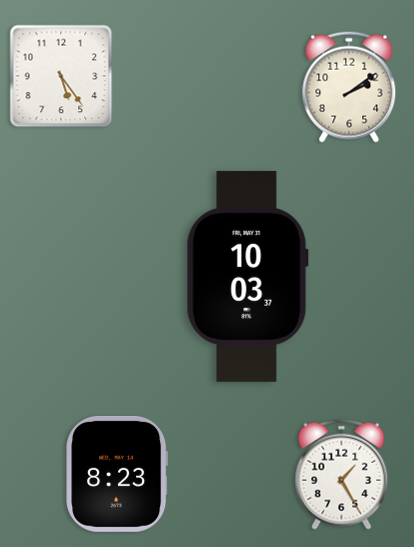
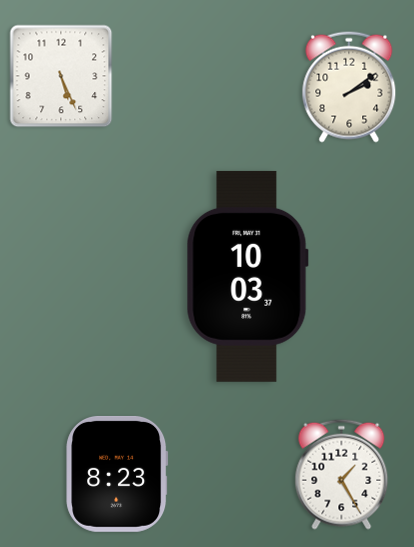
clock at (61, 76): 5:24 -> 5:26
